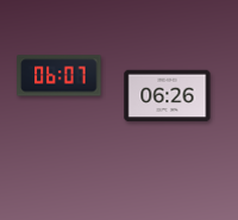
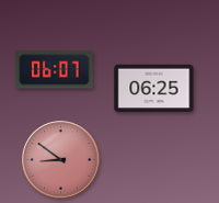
clock at (168, 96): 06:26 -> 06:25
clock at (61, 160): none -> 8:51
